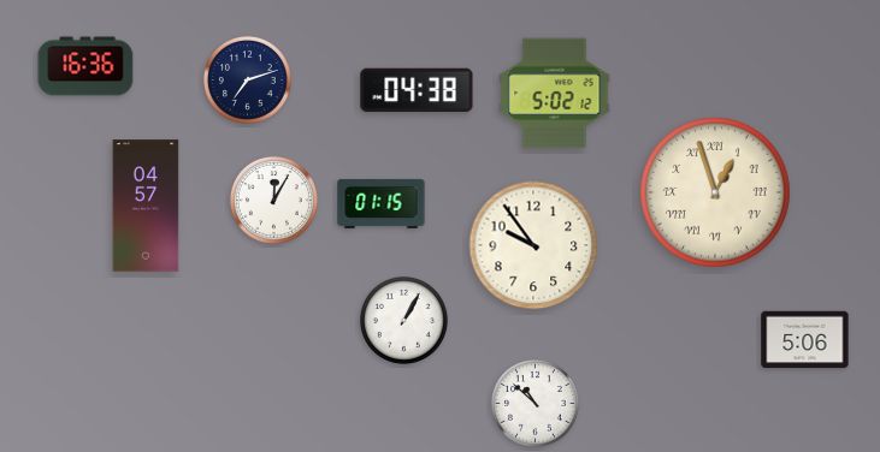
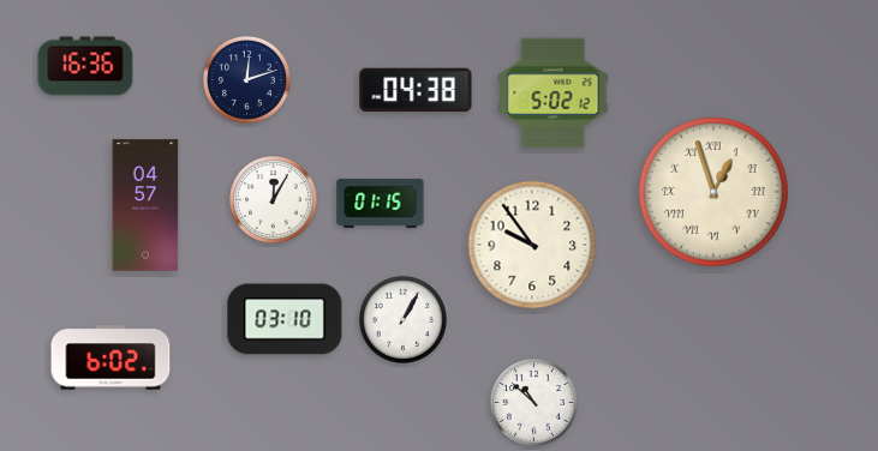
clock at (247, 79): 7:12 -> 12:12
clock at (285, 319): none -> 03:10
clock at (805, 340): 5:06 -> none
clock at (111, 357): none -> 6:02
